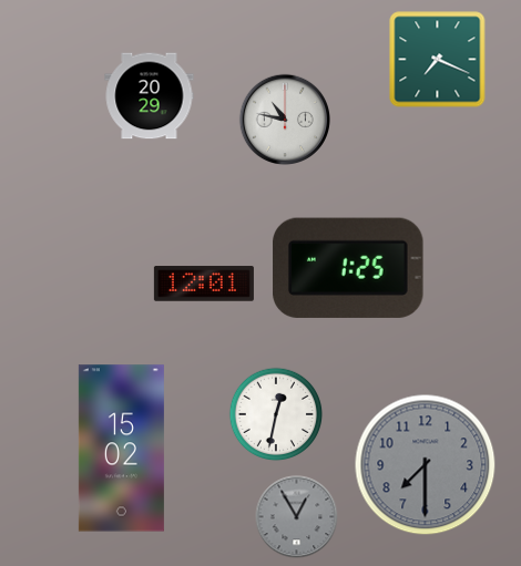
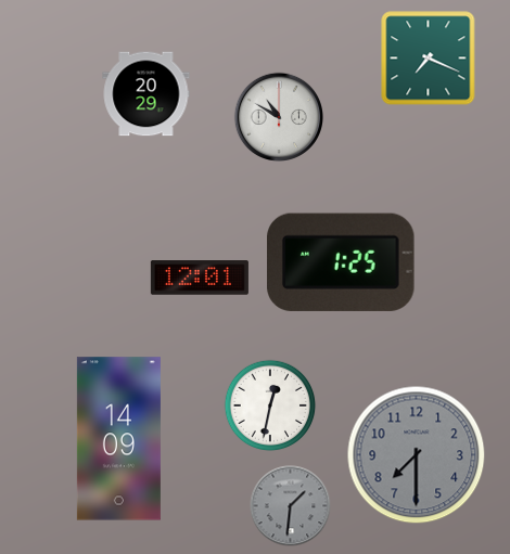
clock at (284, 119): 10:47 -> 10:50
clock at (121, 449): 15:02 -> 14:09
clock at (297, 517): 12:55 -> 1:31
